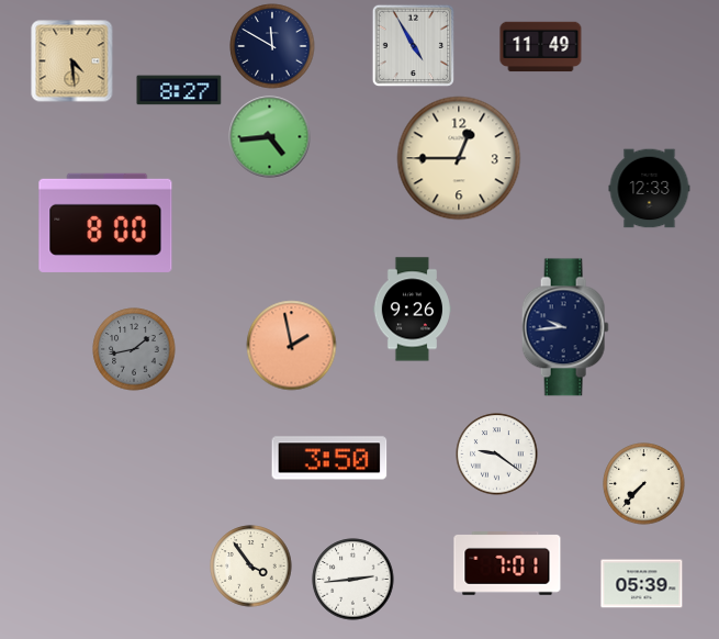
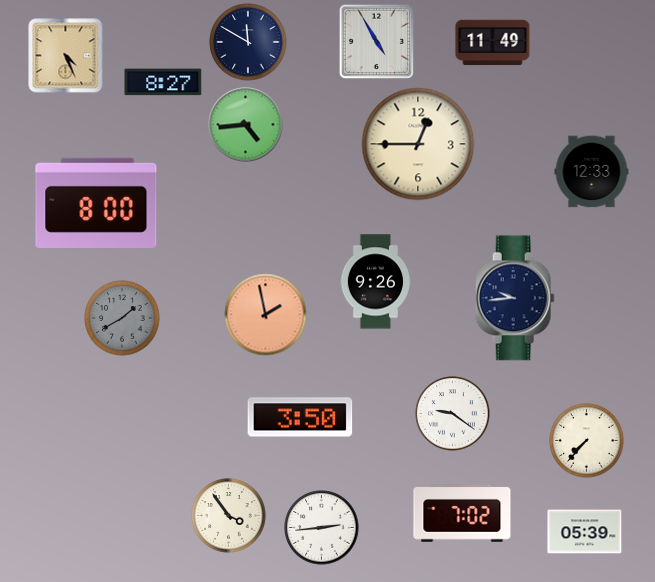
clock at (72, 61): 4:29 -> 4:26
clock at (134, 349): 1:43 -> 1:40
clock at (507, 564): 7:01 -> 7:02
